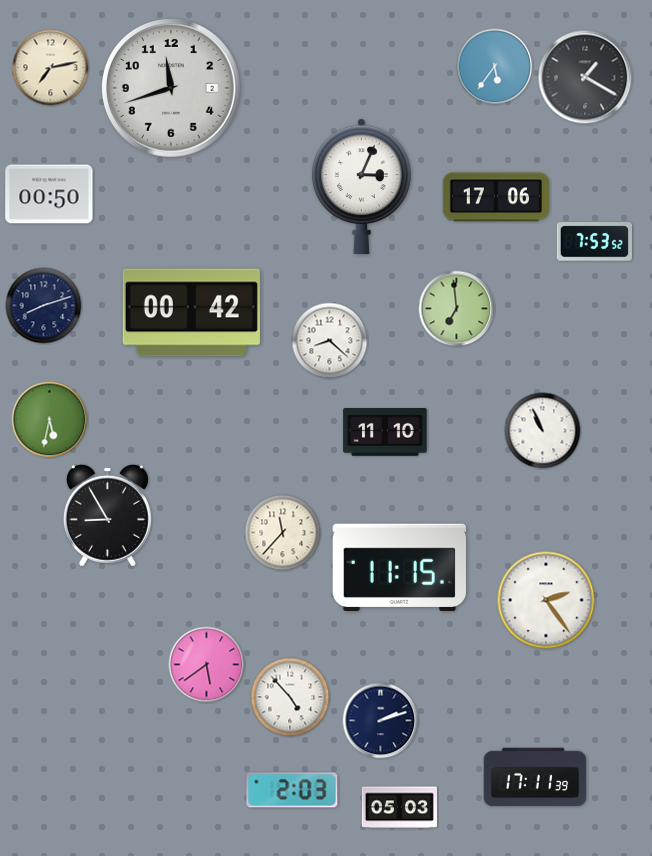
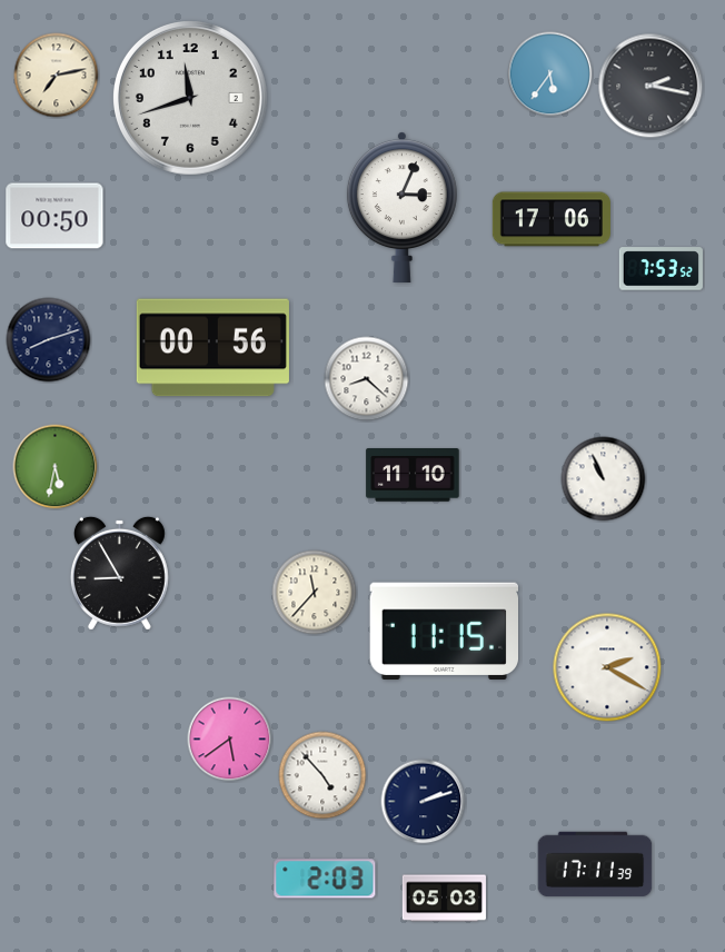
clock at (585, 77): 1:20 -> 2:17
clock at (457, 309): 6:59 -> none
clock at (191, 313): 00:42 -> 00:56
clock at (385, 433) position: (385, 433) -> (413, 476)
clock at (546, 600): 2:24 -> 2:20
